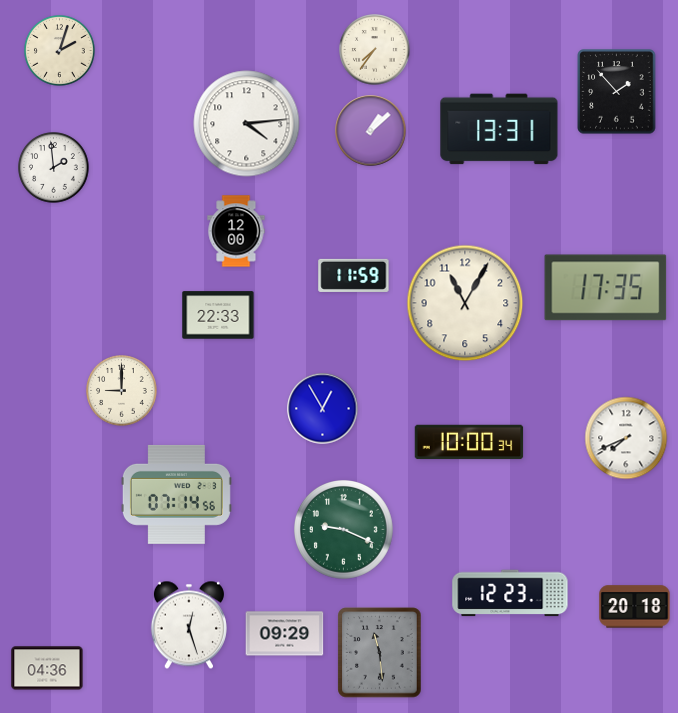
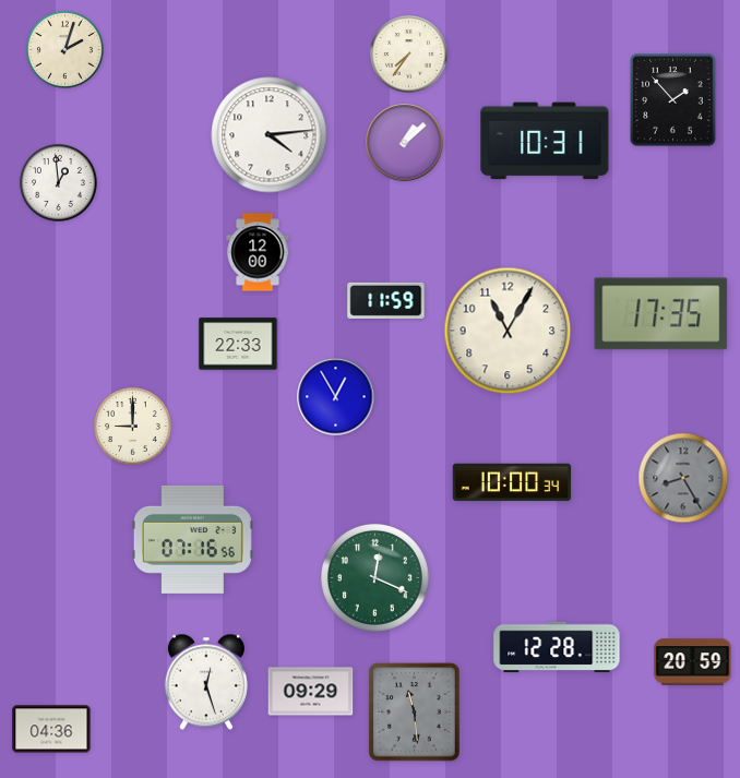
clock at (60, 51) position: (60, 51) -> (65, 50)
clock at (499, 129): 13:31 -> 10:31
clock at (54, 168): 1:59 -> 12:59
clock at (323, 409) position: (323, 409) -> (336, 397)
clock at (626, 438): 7:41 -> 8:25
clock at (626, 438) dial: white -> grey
clock at (176, 494): 07:14 -> 07:16
clock at (344, 530): 9:19 -> 12:19
clock at (510, 593): 12:23 -> 12:28
clock at (635, 607): 20:18 -> 20:59
